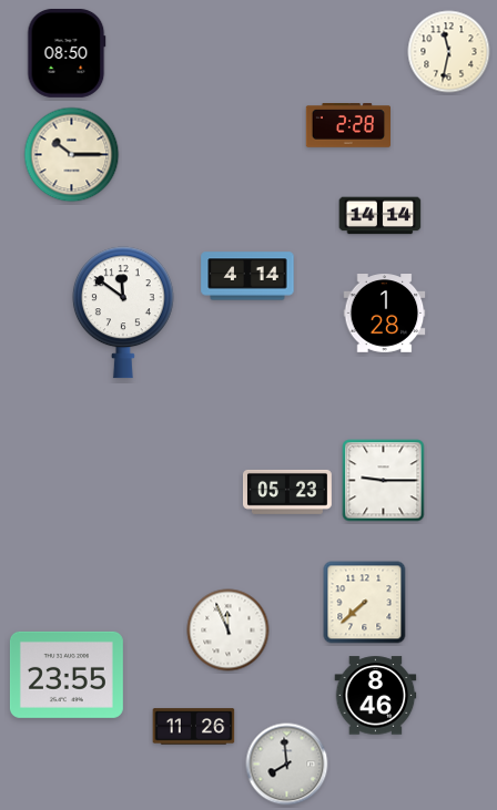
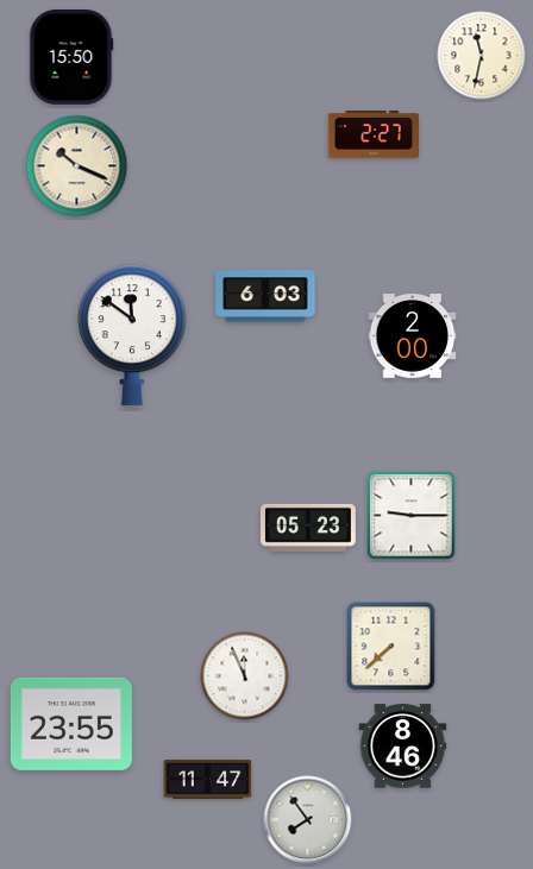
clock at (67, 53): 08:50 -> 15:50
clock at (347, 126): 2:28 -> 2:27
clock at (72, 155): 10:15 -> 10:19
clock at (381, 216): 14:14 -> none
clock at (247, 276): 4:14 -> 6:03
clock at (385, 314): 1:28 -> 2:00
clock at (194, 727): 11:26 -> 11:47
clock at (287, 765): 7:59 -> 7:54
